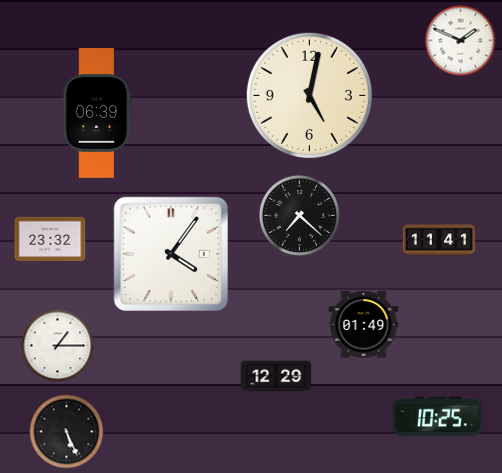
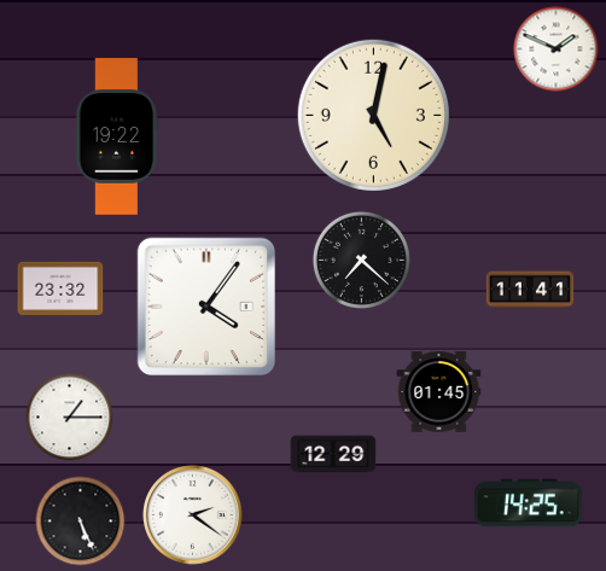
clock at (97, 113): 06:39 -> 19:22
clock at (364, 325): 01:49 -> 01:45
clock at (438, 417): 10:25 -> 14:25
clock at (193, 515): none -> 2:21
